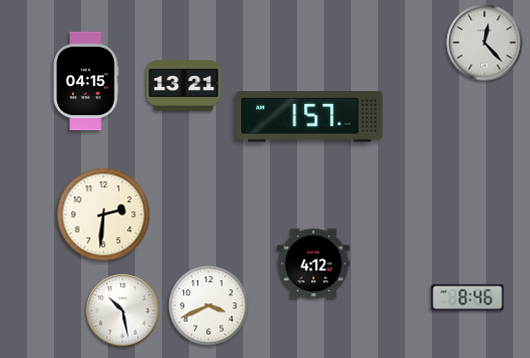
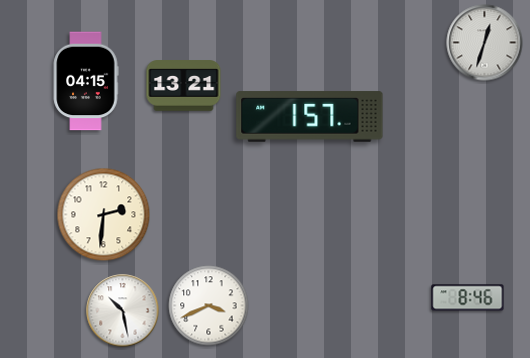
clock at (485, 43): 12:23 -> 12:33
clock at (314, 264): 4:12 -> none
